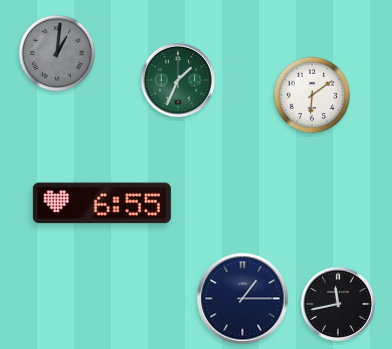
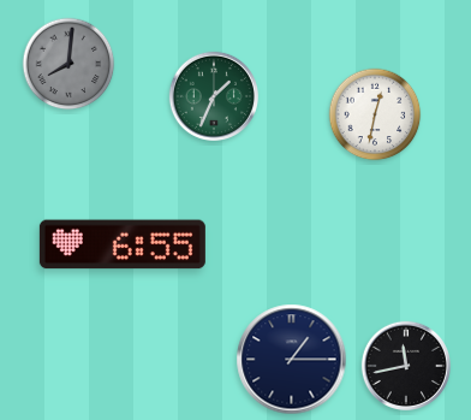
clock at (57, 53): 1:01 -> 8:01
clock at (312, 95): 6:09 -> 12:32
